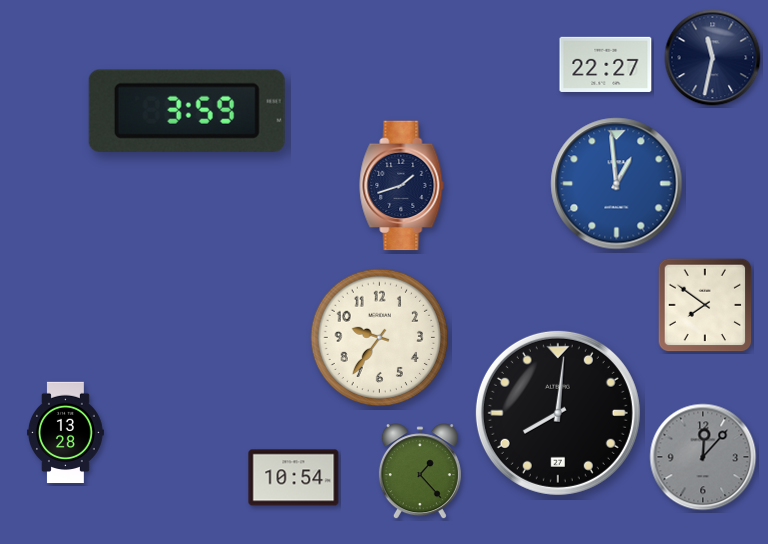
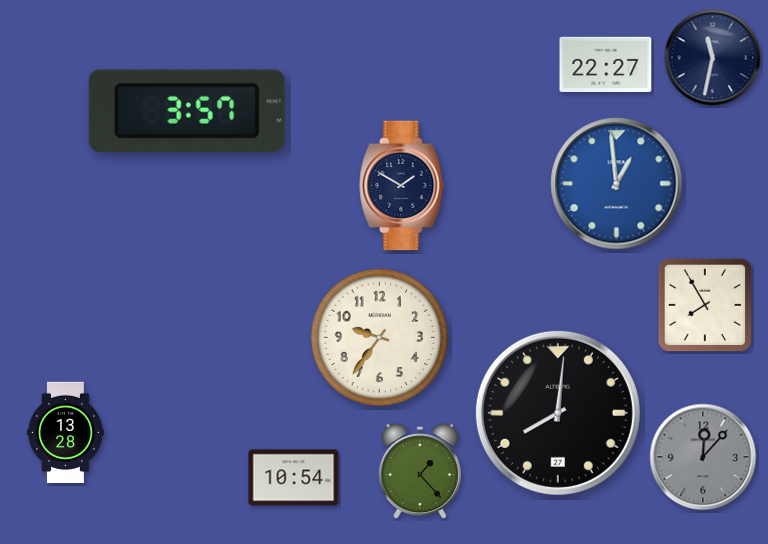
clock at (187, 111): 3:59 -> 3:57
clock at (402, 186): 1:42 -> 1:50
clock at (705, 305): 7:51 -> 7:55
